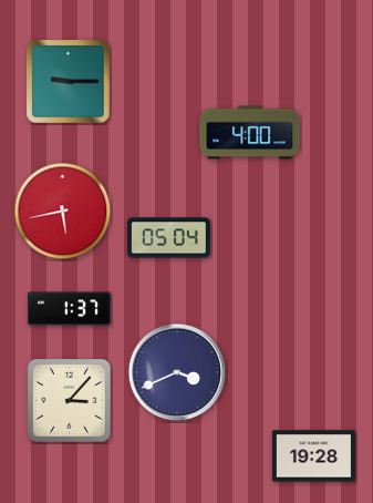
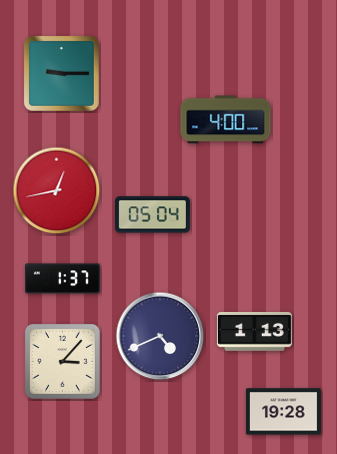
clock at (63, 212): 5:43 -> 12:43
clock at (254, 331): none -> 1:13
clock at (177, 372): 3:41 -> 4:41
